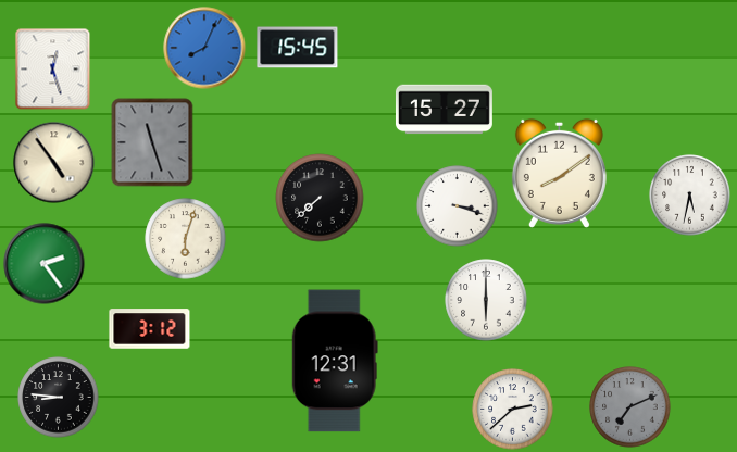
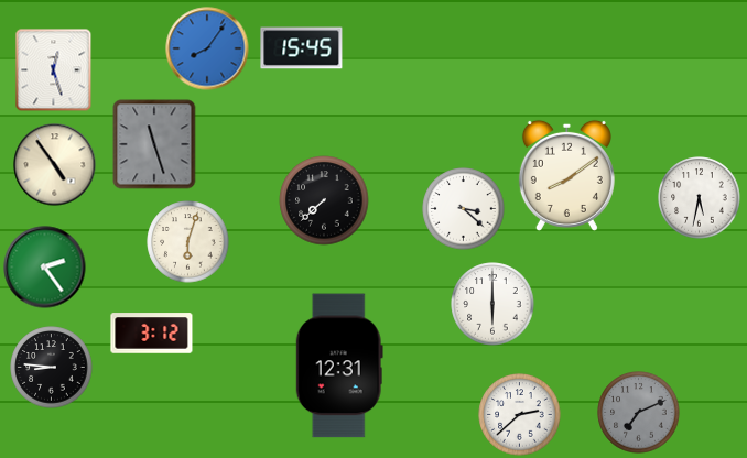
clock at (204, 48): 8:04 -> 8:06
clock at (444, 110): 15:27 -> none
clock at (458, 206): 3:18 -> 3:22
clock at (59, 398) position: (59, 398) -> (52, 368)
